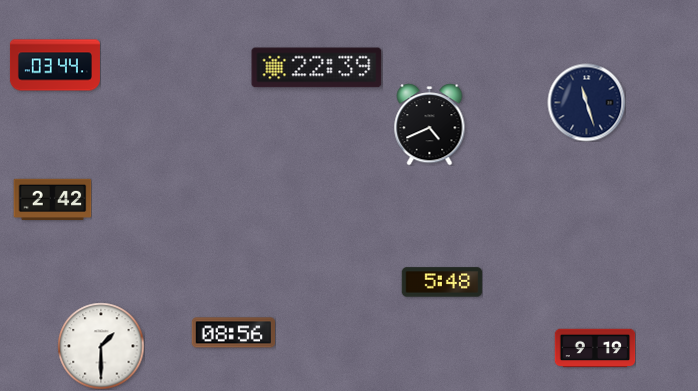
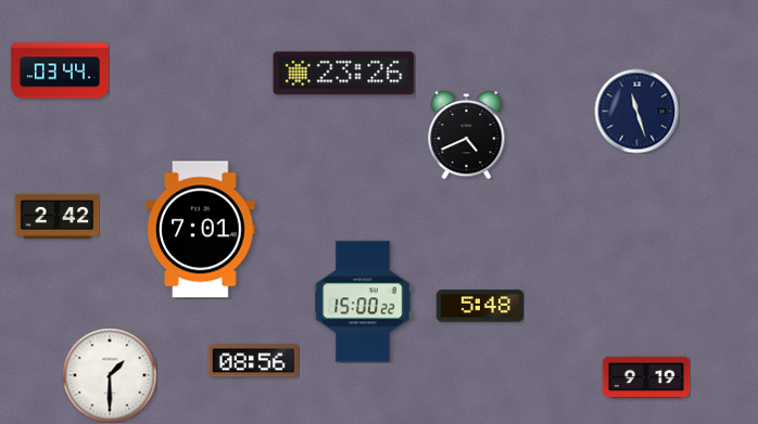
clock at (317, 68): 22:39 -> 23:26
clock at (201, 230): none -> 7:01
clock at (363, 301): none -> 15:00
